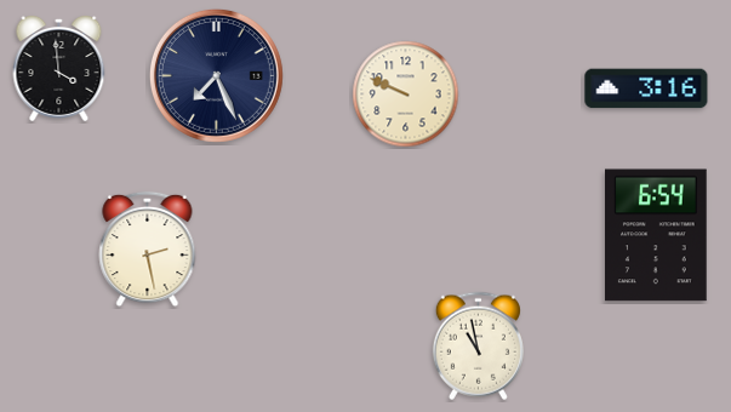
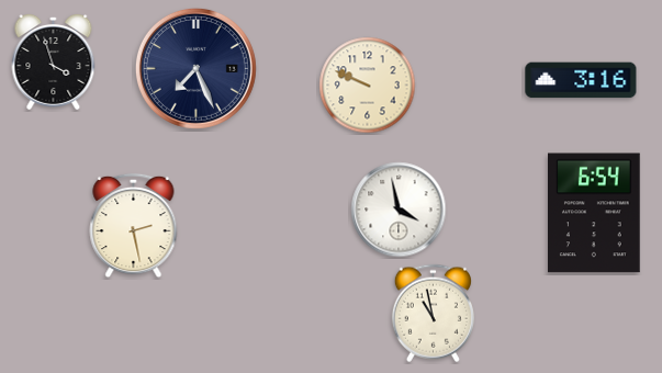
clock at (59, 69): 3:59 -> 3:57
clock at (646, 88) position: (646, 88) -> (581, 80)
clock at (399, 210): none -> 3:58
